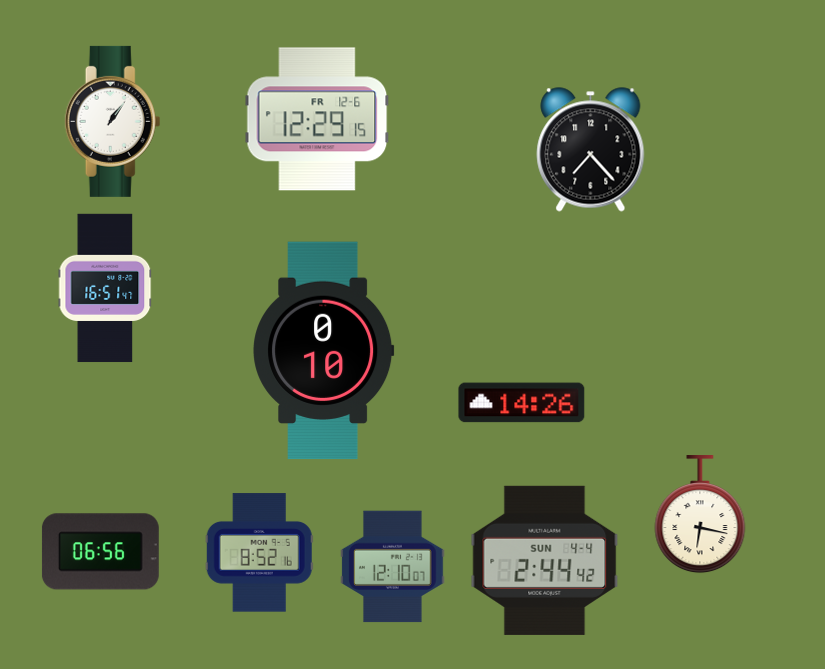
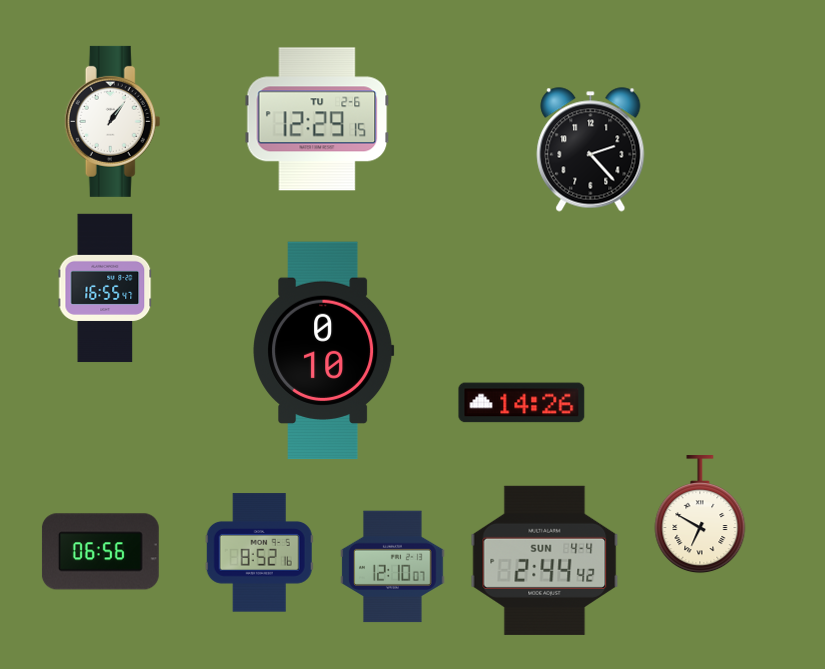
clock at (317, 119) date: FR 12-6 -> TU 2-6
clock at (591, 150): 7:23 -> 2:23
clock at (105, 288): 16:51 -> 16:55
clock at (700, 515): 6:17 -> 6:50
